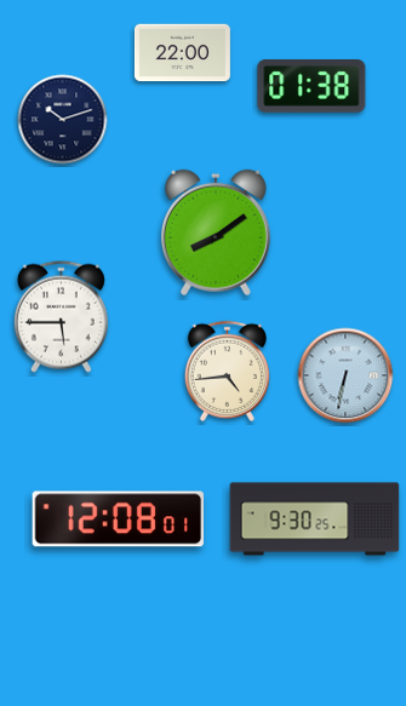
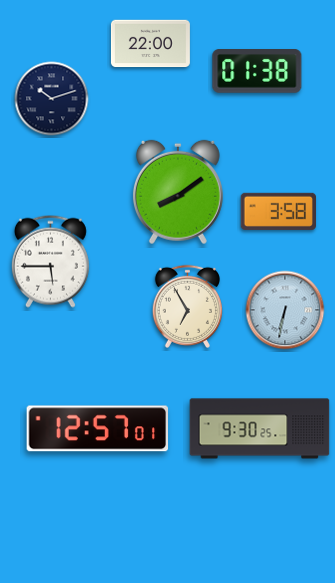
clock at (278, 211): none -> 3:58
clock at (227, 371): 4:44 -> 6:55
clock at (119, 520): 12:08 -> 12:57
